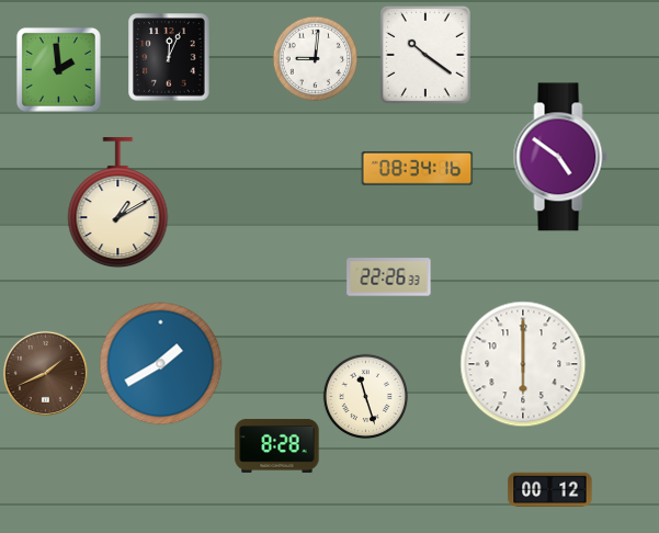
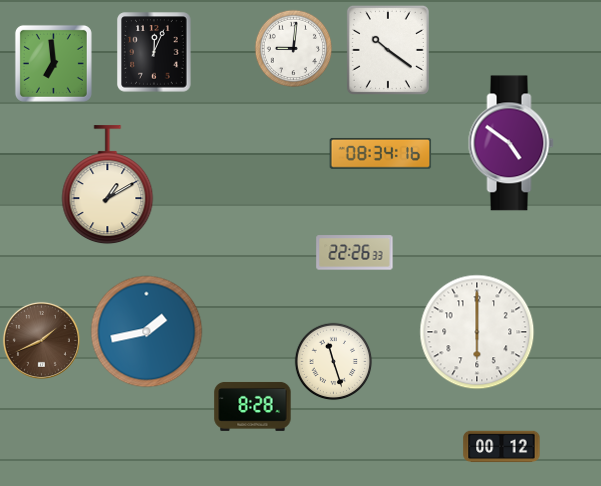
clock at (315, 58) position: (315, 58) -> (293, 48)
clock at (58, 69): 1:59 -> 6:59
clock at (161, 364): 1:40 -> 1:43
